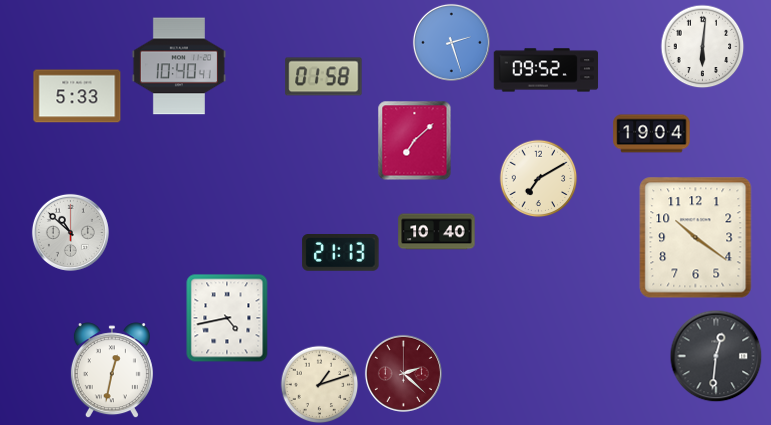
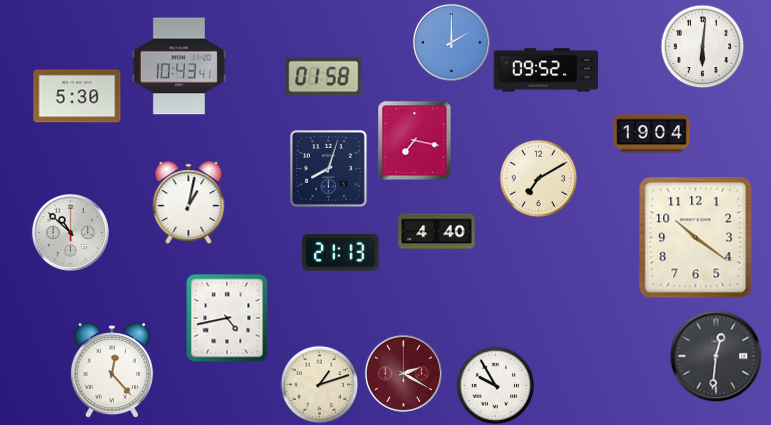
clock at (451, 42): 2:27 -> 2:00
clock at (179, 66): 10:40 -> 10:43
clock at (77, 96): 5:33 -> 5:30
clock at (415, 140): 7:08 -> 7:17
clock at (329, 169): none -> 8:03
clock at (189, 203): none -> 1:02
clock at (437, 232): 10:40 -> 4:40
clock at (112, 370): 12:32 -> 12:23
clock at (403, 373): 2:22 -> 2:20
clock at (495, 385): none -> 9:55
